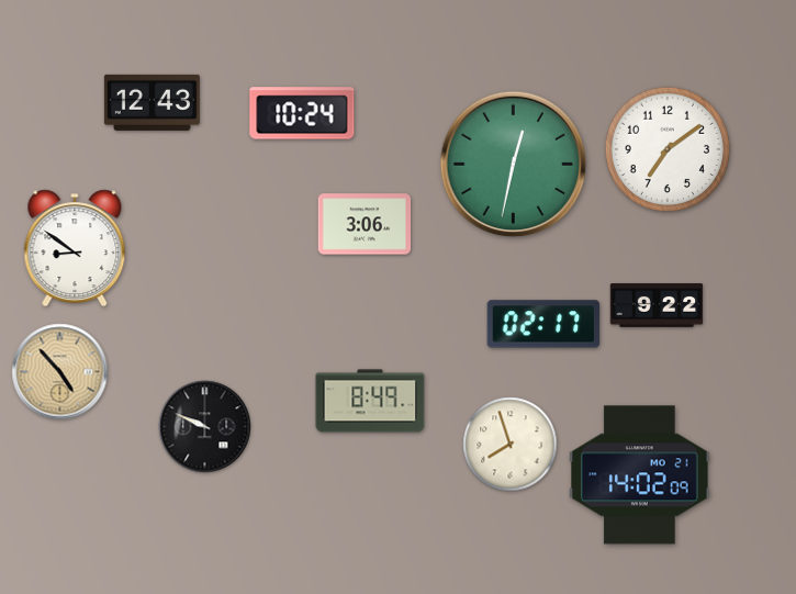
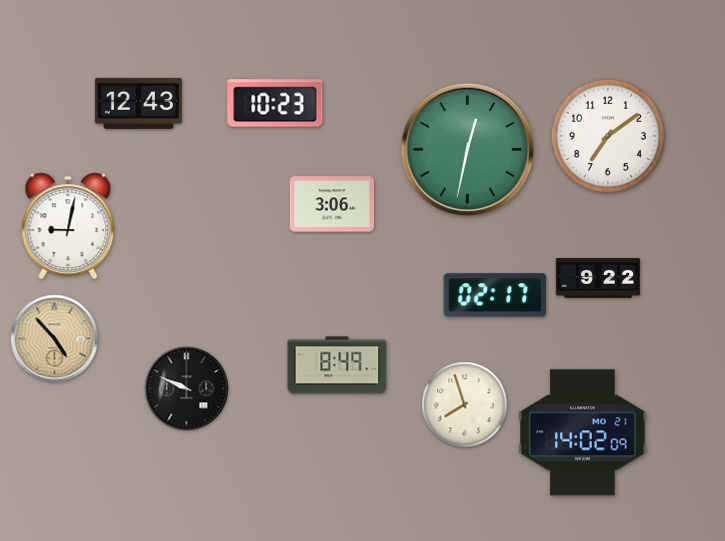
clock at (152, 102) position: (152, 102) -> (138, 103)
clock at (302, 113): 10:24 -> 10:23
clock at (75, 248): 8:51 -> 9:02
